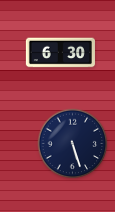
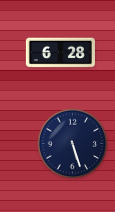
clock at (60, 53): 6:30 -> 6:28
